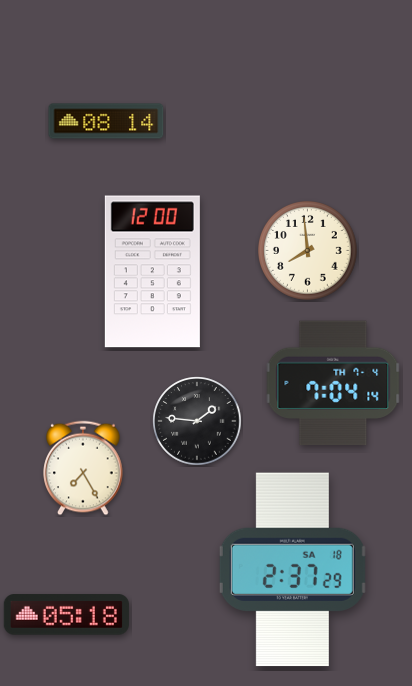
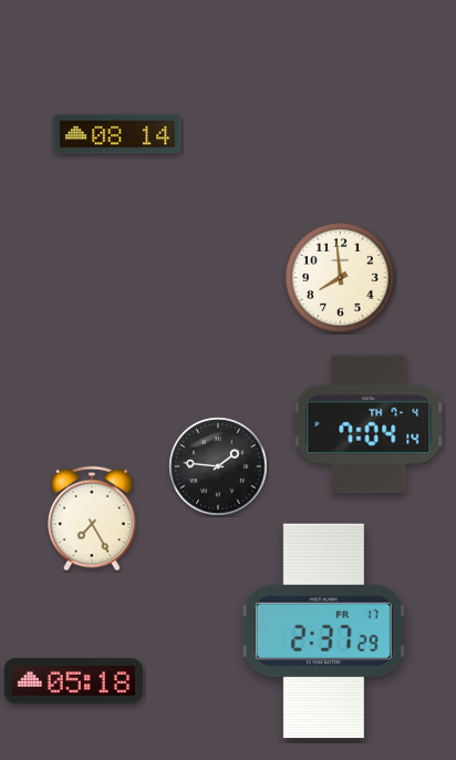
clock at (152, 272): 12:00 -> none
clock at (292, 570) date: SA 18 -> FR 17
